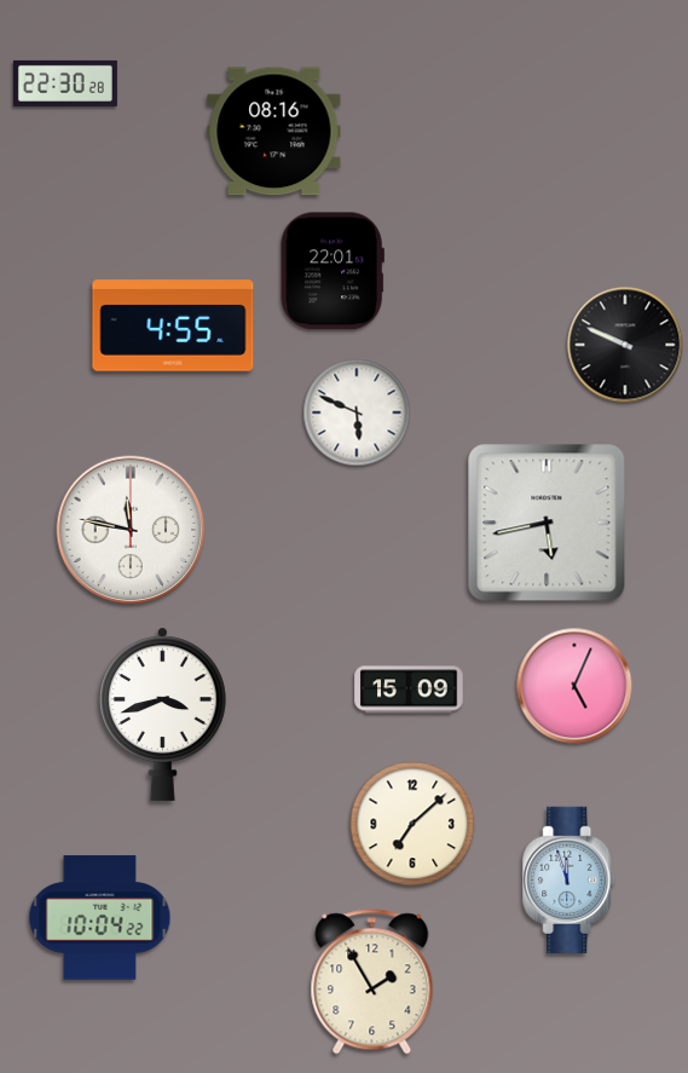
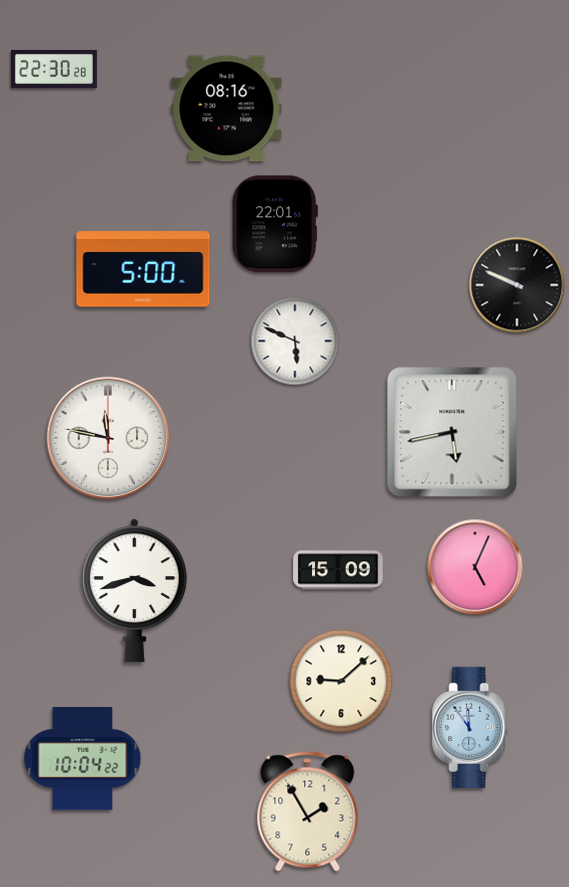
clock at (173, 325): 4:55 -> 5:00
clock at (412, 824): 7:08 -> 9:08
clock at (570, 879): 11:57 -> 11:54
